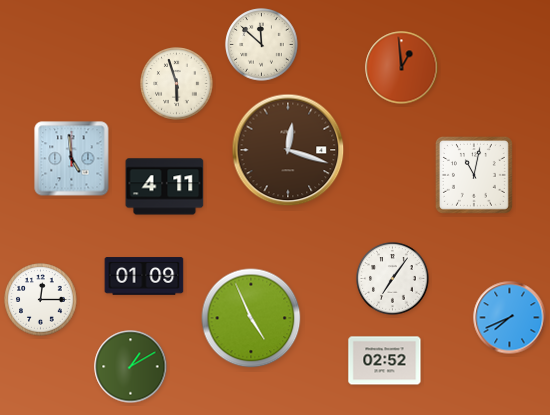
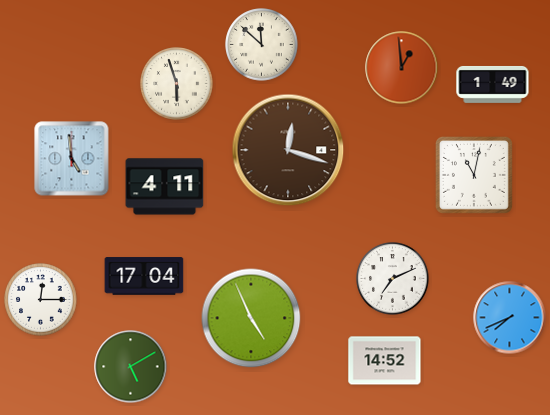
clock at (493, 84): none -> 1:49
clock at (144, 276): 01:09 -> 17:04
clock at (393, 279): 7:06 -> 7:11
clock at (385, 361): 02:52 -> 14:52
clock at (131, 367): 1:10 -> 5:10
